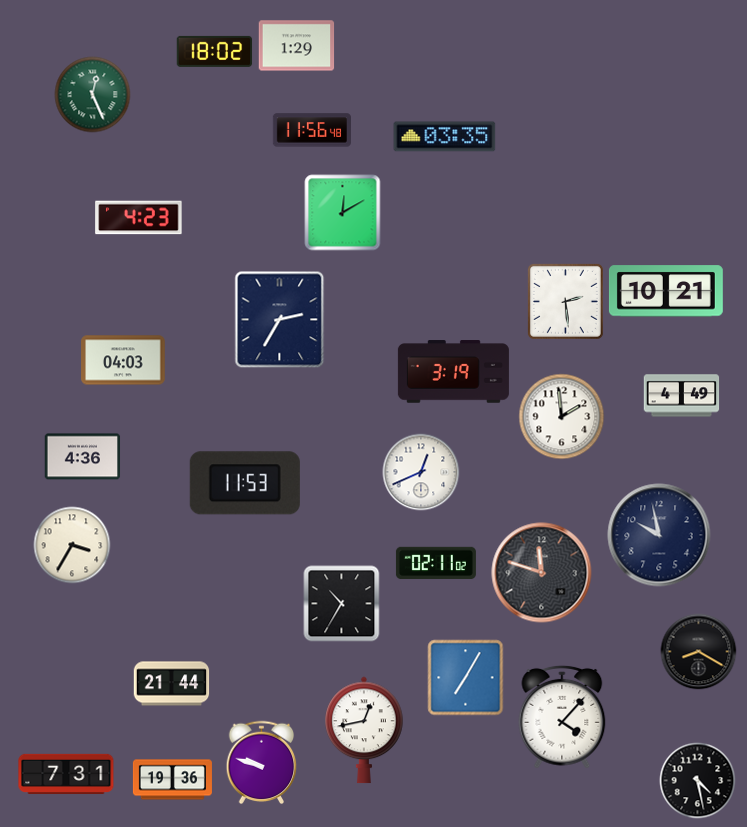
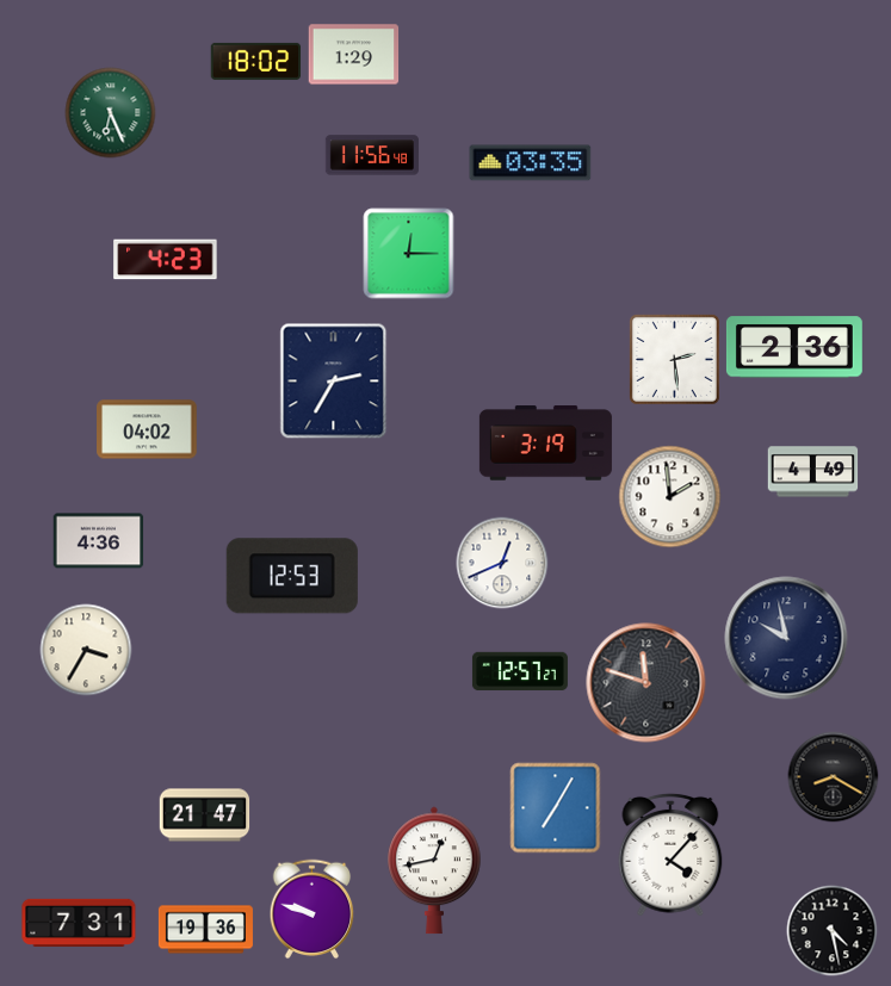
clock at (93, 95): 12:26 -> 6:26
clock at (343, 213): 12:10 -> 12:15
clock at (666, 291): 10:21 -> 2:36
clock at (123, 360): 04:03 -> 04:02
clock at (453, 372) position: (453, 372) -> (545, 444)
clock at (83, 457) position: (83, 457) -> (99, 541)
clock at (245, 483): 11:53 -> 12:53
clock at (436, 563): 02:11 -> 12:57
clock at (342, 604): 10:35 -> none
clock at (172, 684): 21:44 -> 21:47
